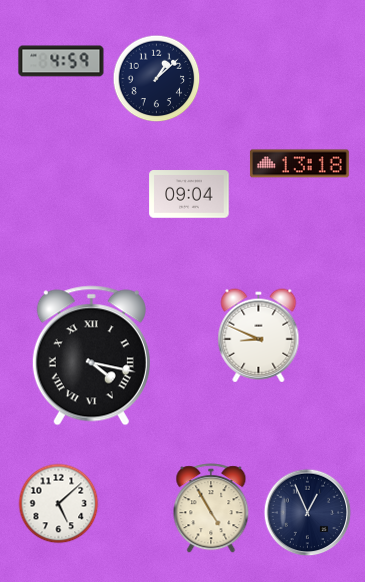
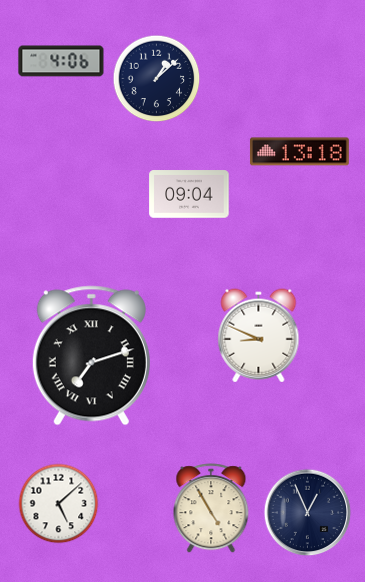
clock at (61, 61): 4:59 -> 4:06
clock at (299, 164) position: (299, 164) -> (299, 152)
clock at (91, 356): 4:17 -> 7:12
